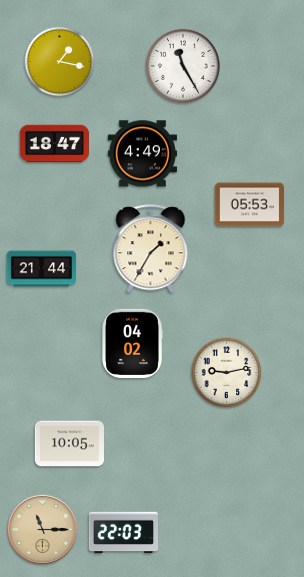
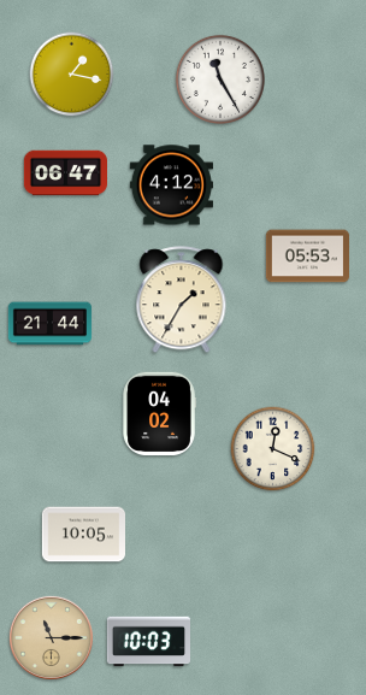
clock at (54, 144): 18:47 -> 06:47
clock at (142, 154): 4:49 -> 4:12
clock at (249, 205) position: (249, 205) -> (307, 257)
clock at (227, 373): 9:13 -> 12:19
clock at (123, 533): 22:03 -> 10:03
